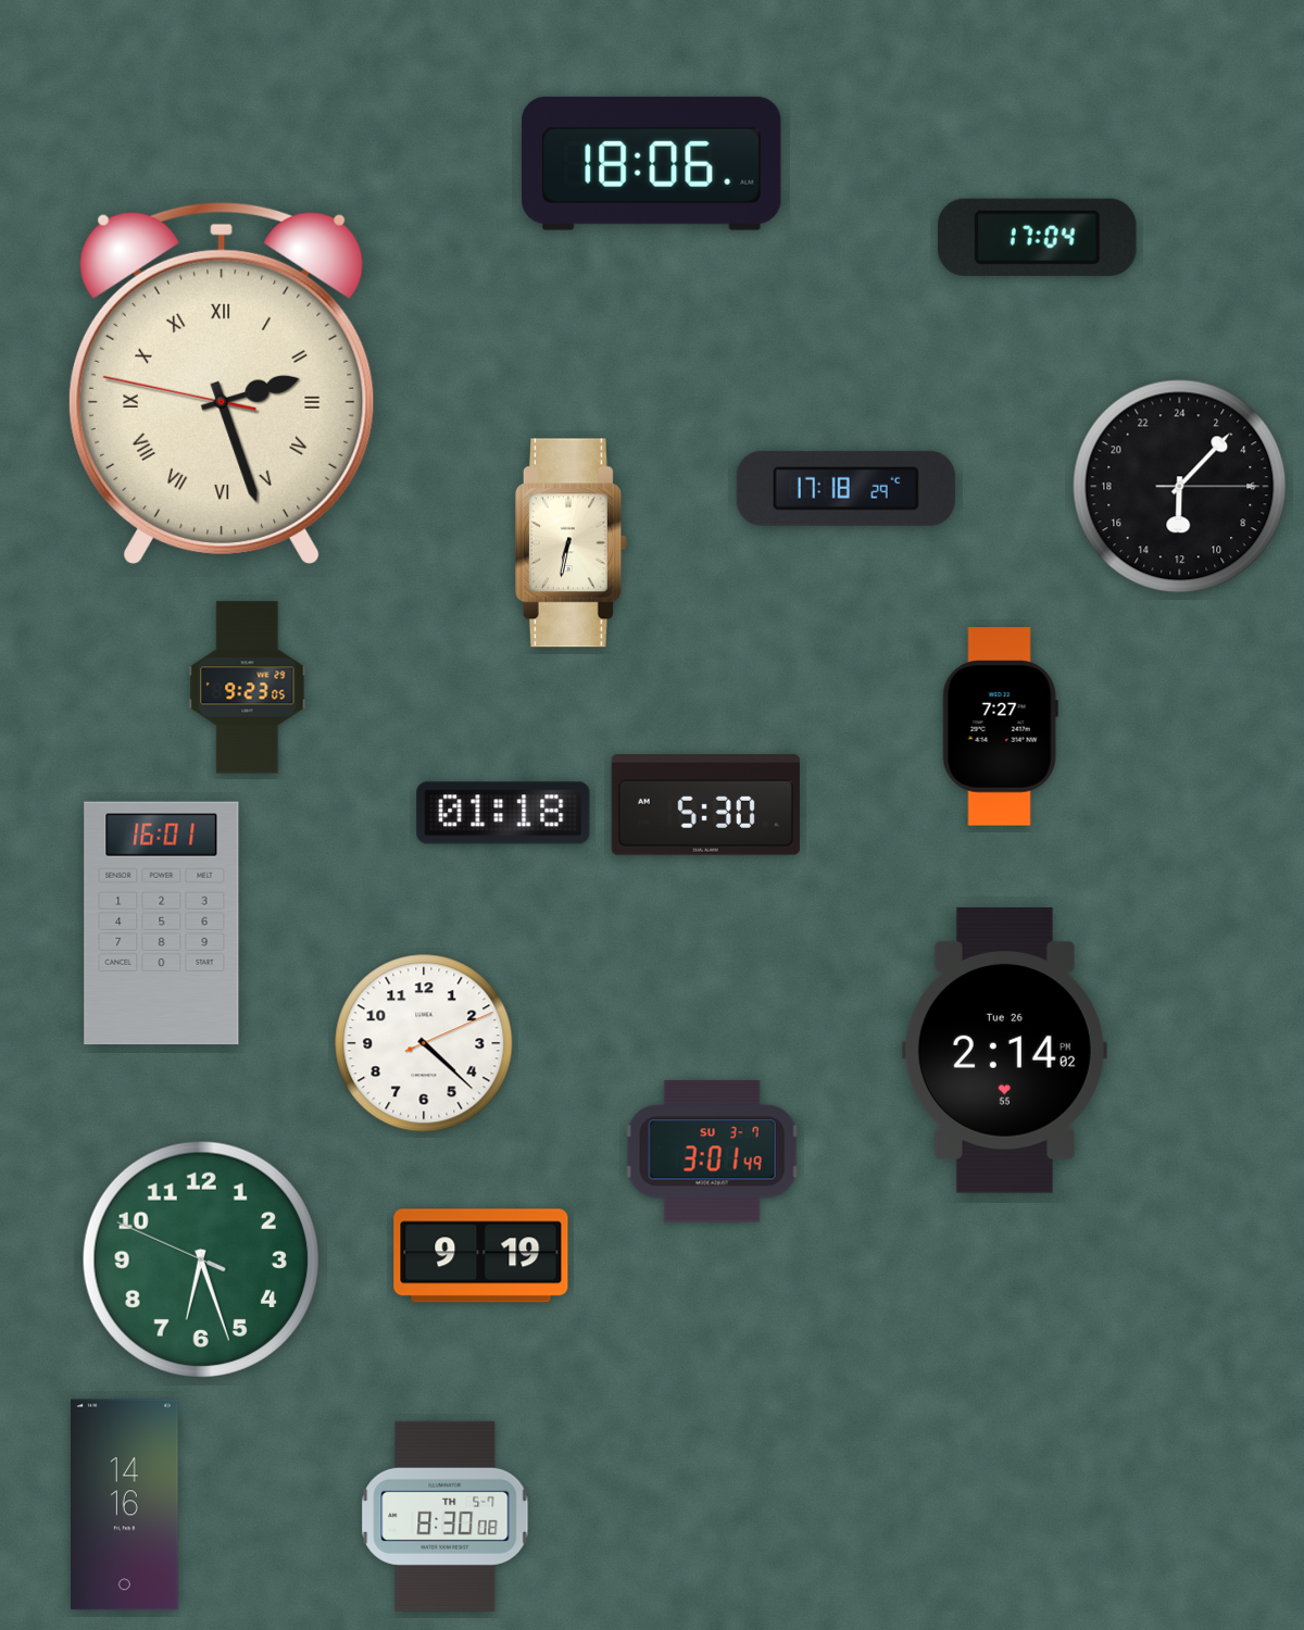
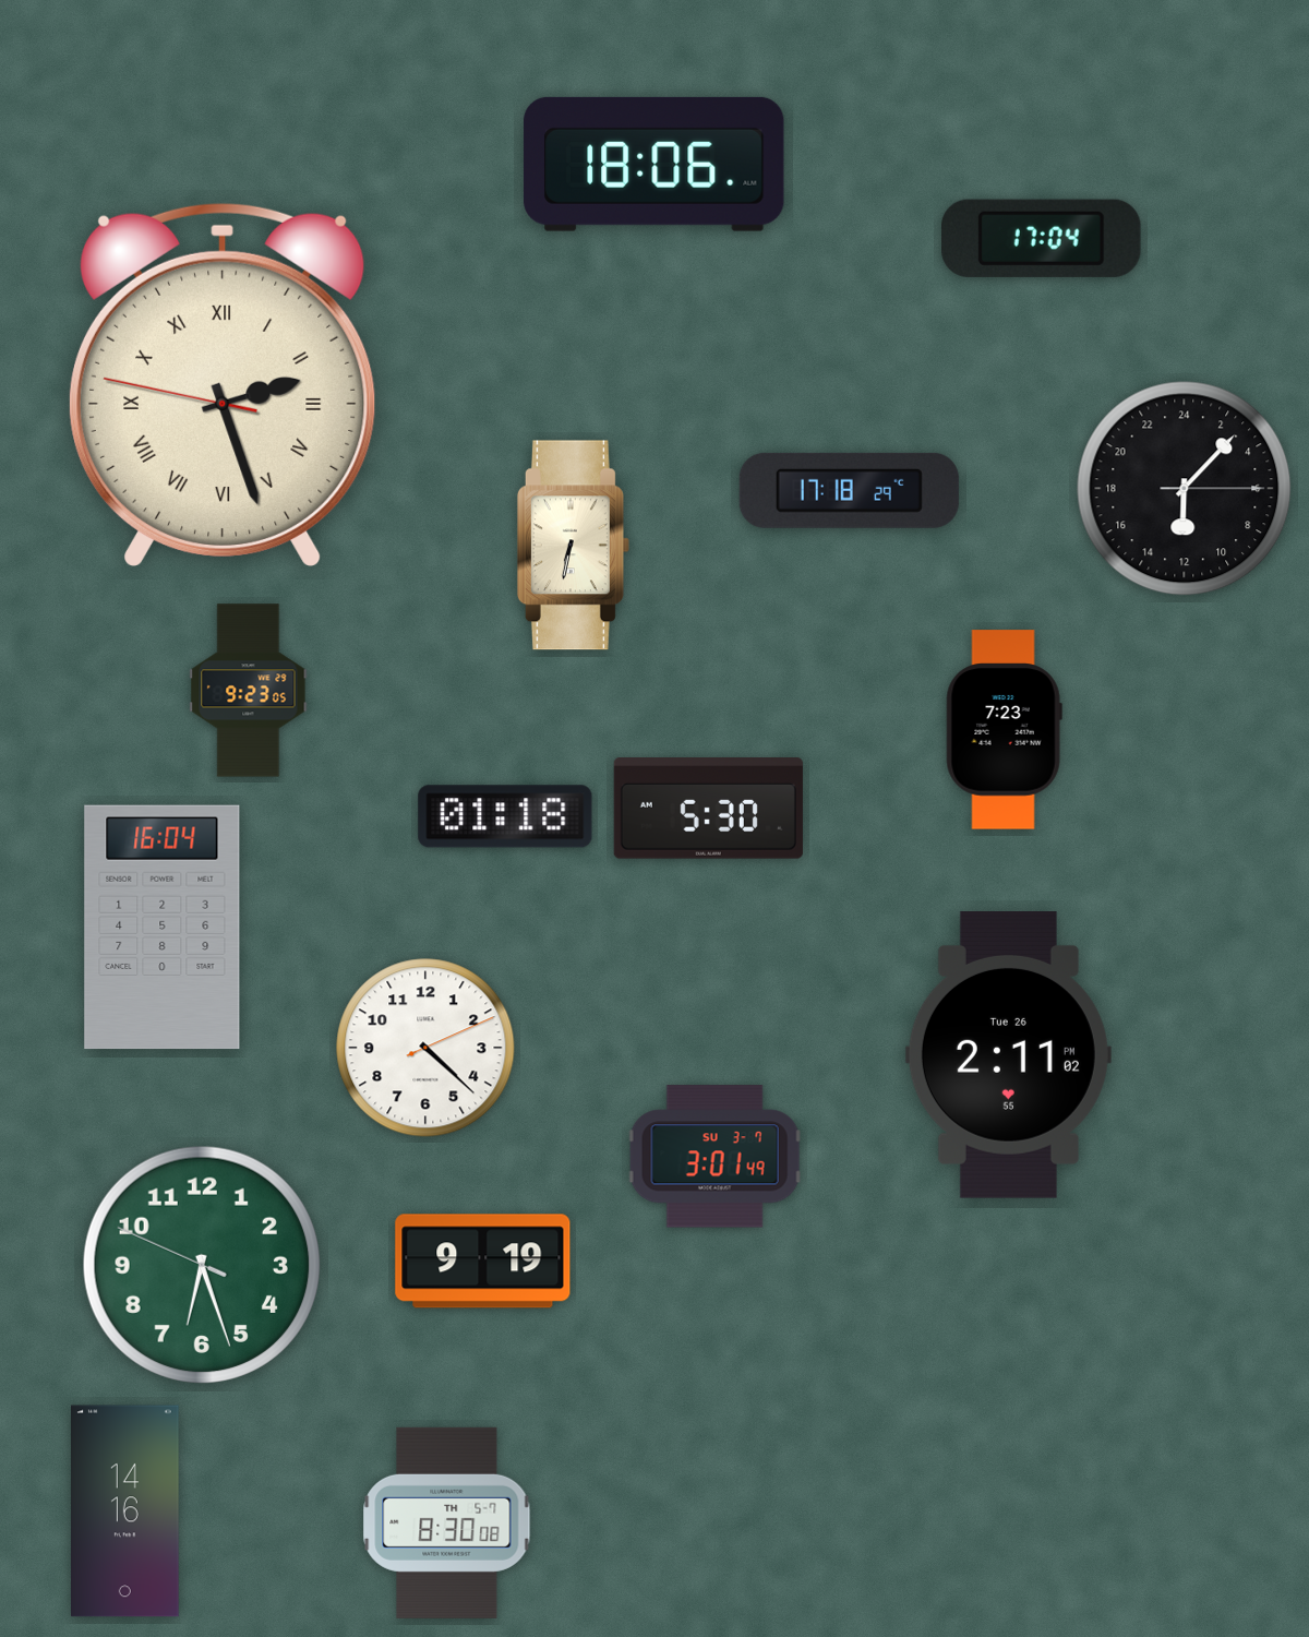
clock at (1000, 727): 7:27 -> 7:23
clock at (162, 924): 16:01 -> 16:04
clock at (1004, 1051): 2:14 -> 2:11
